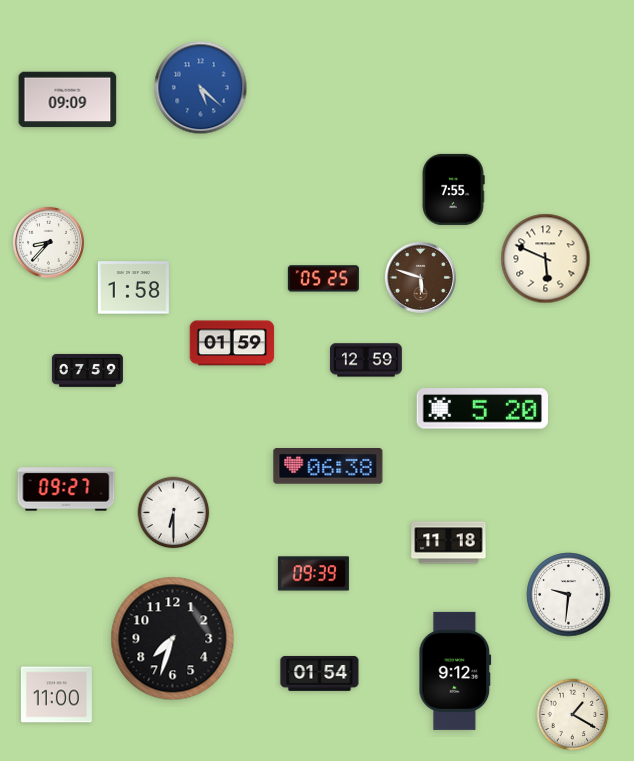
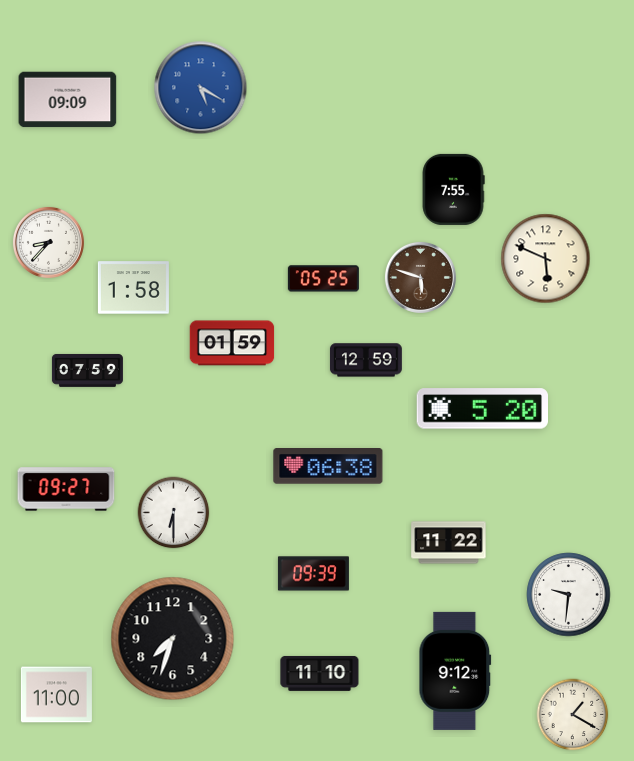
clock at (201, 88): 5:22 -> 5:20
clock at (449, 543): 11:18 -> 11:22
clock at (320, 673): 01:54 -> 11:10
